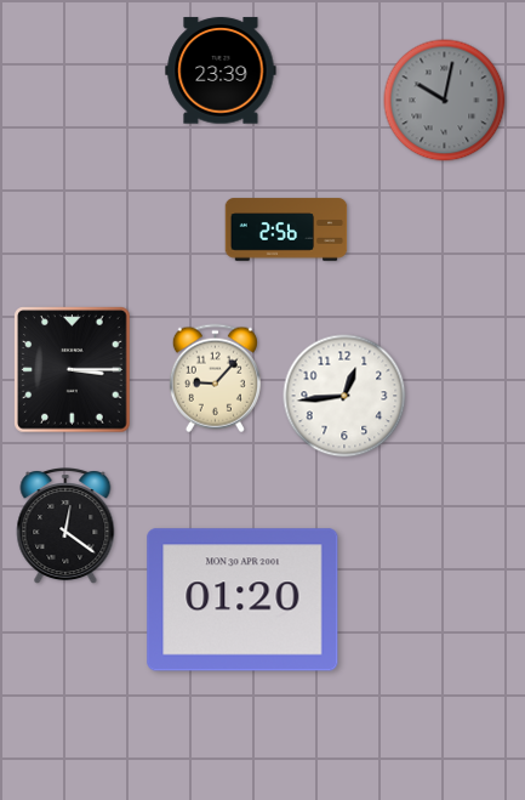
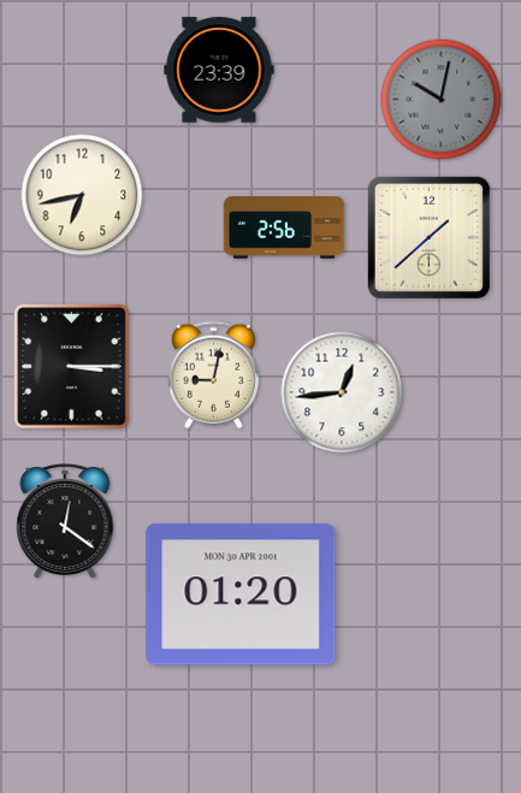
clock at (82, 195): none -> 6:43
clock at (428, 237): none -> 1:38
clock at (215, 379): 9:07 -> 9:02
